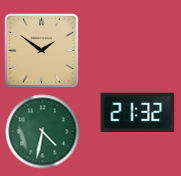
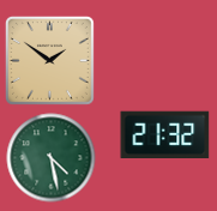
clock at (43, 132): 4:32 -> 4:28
